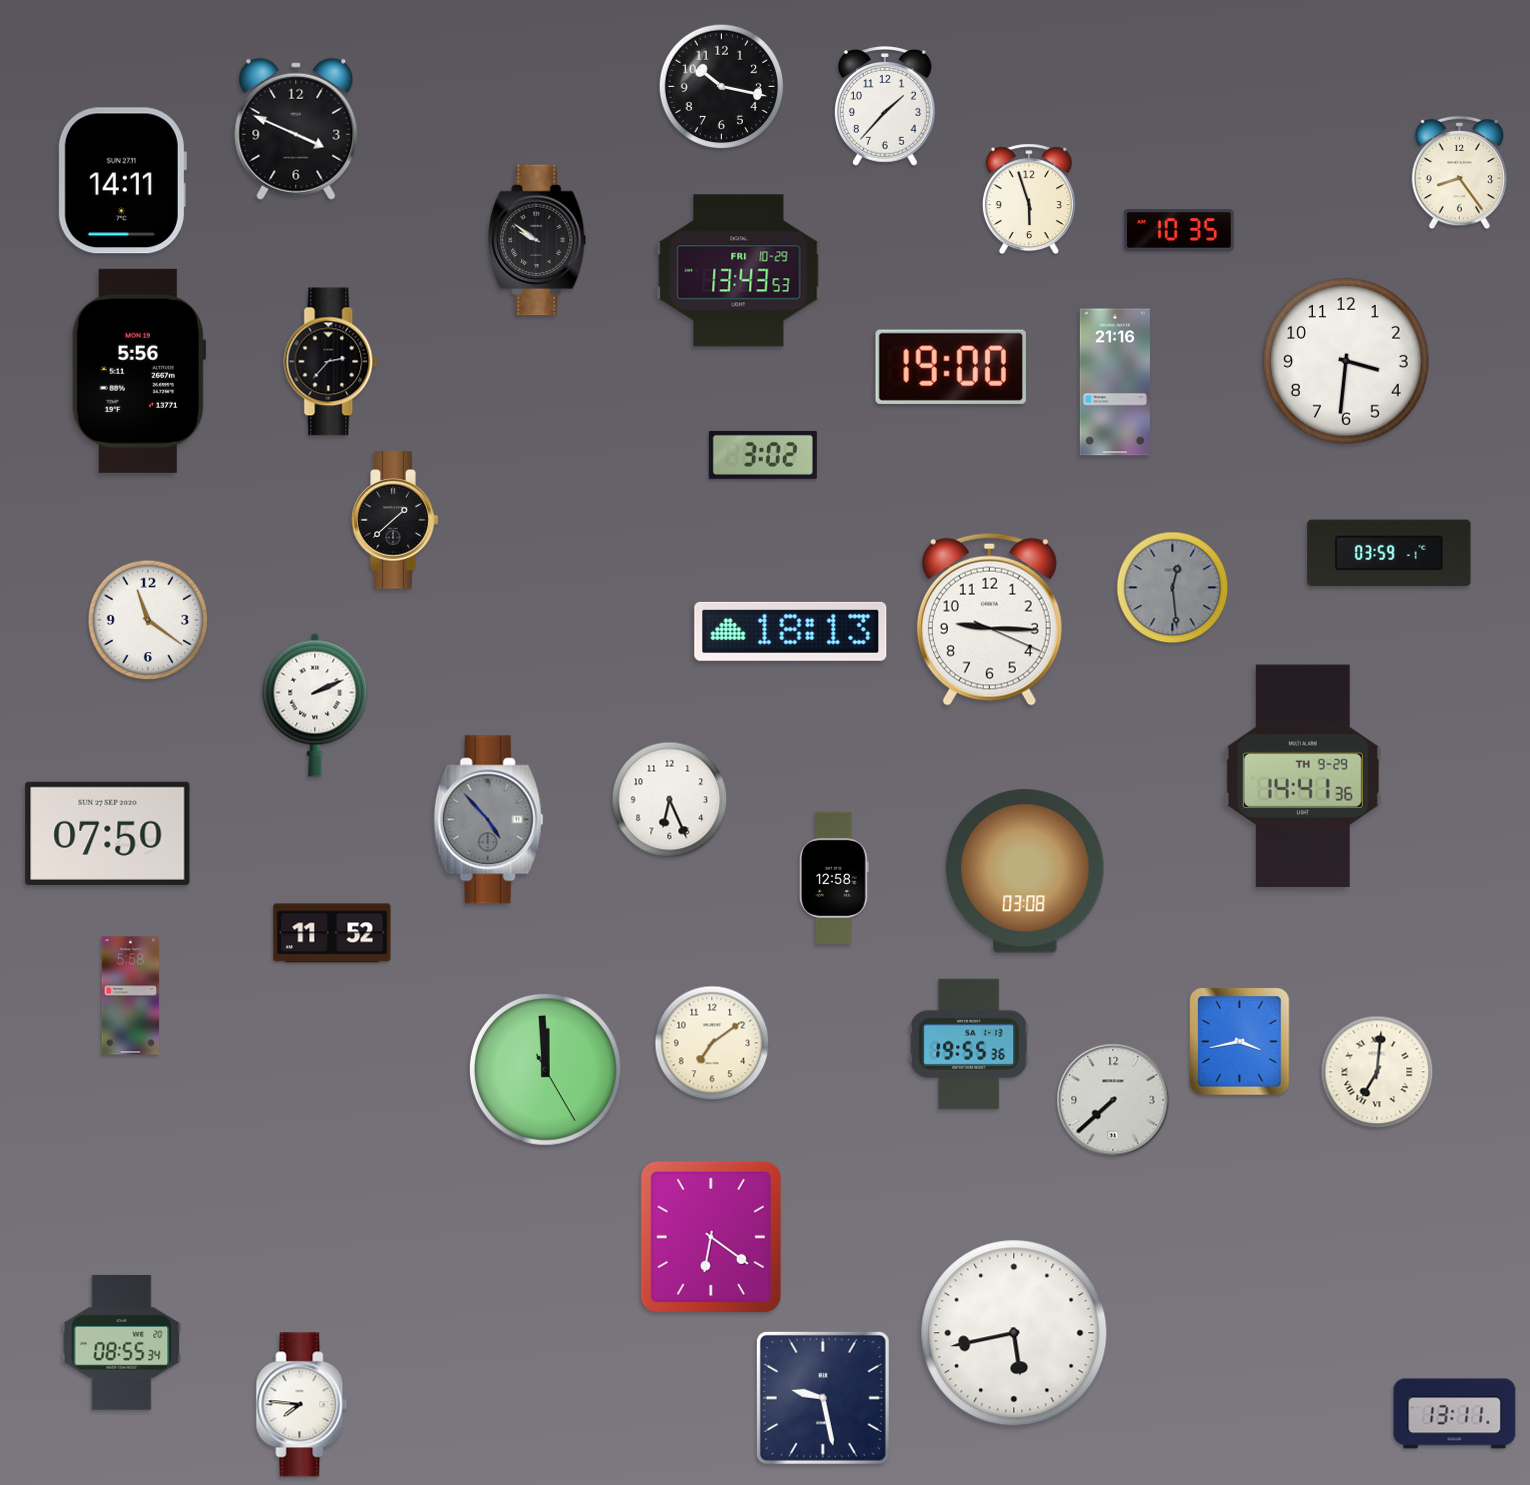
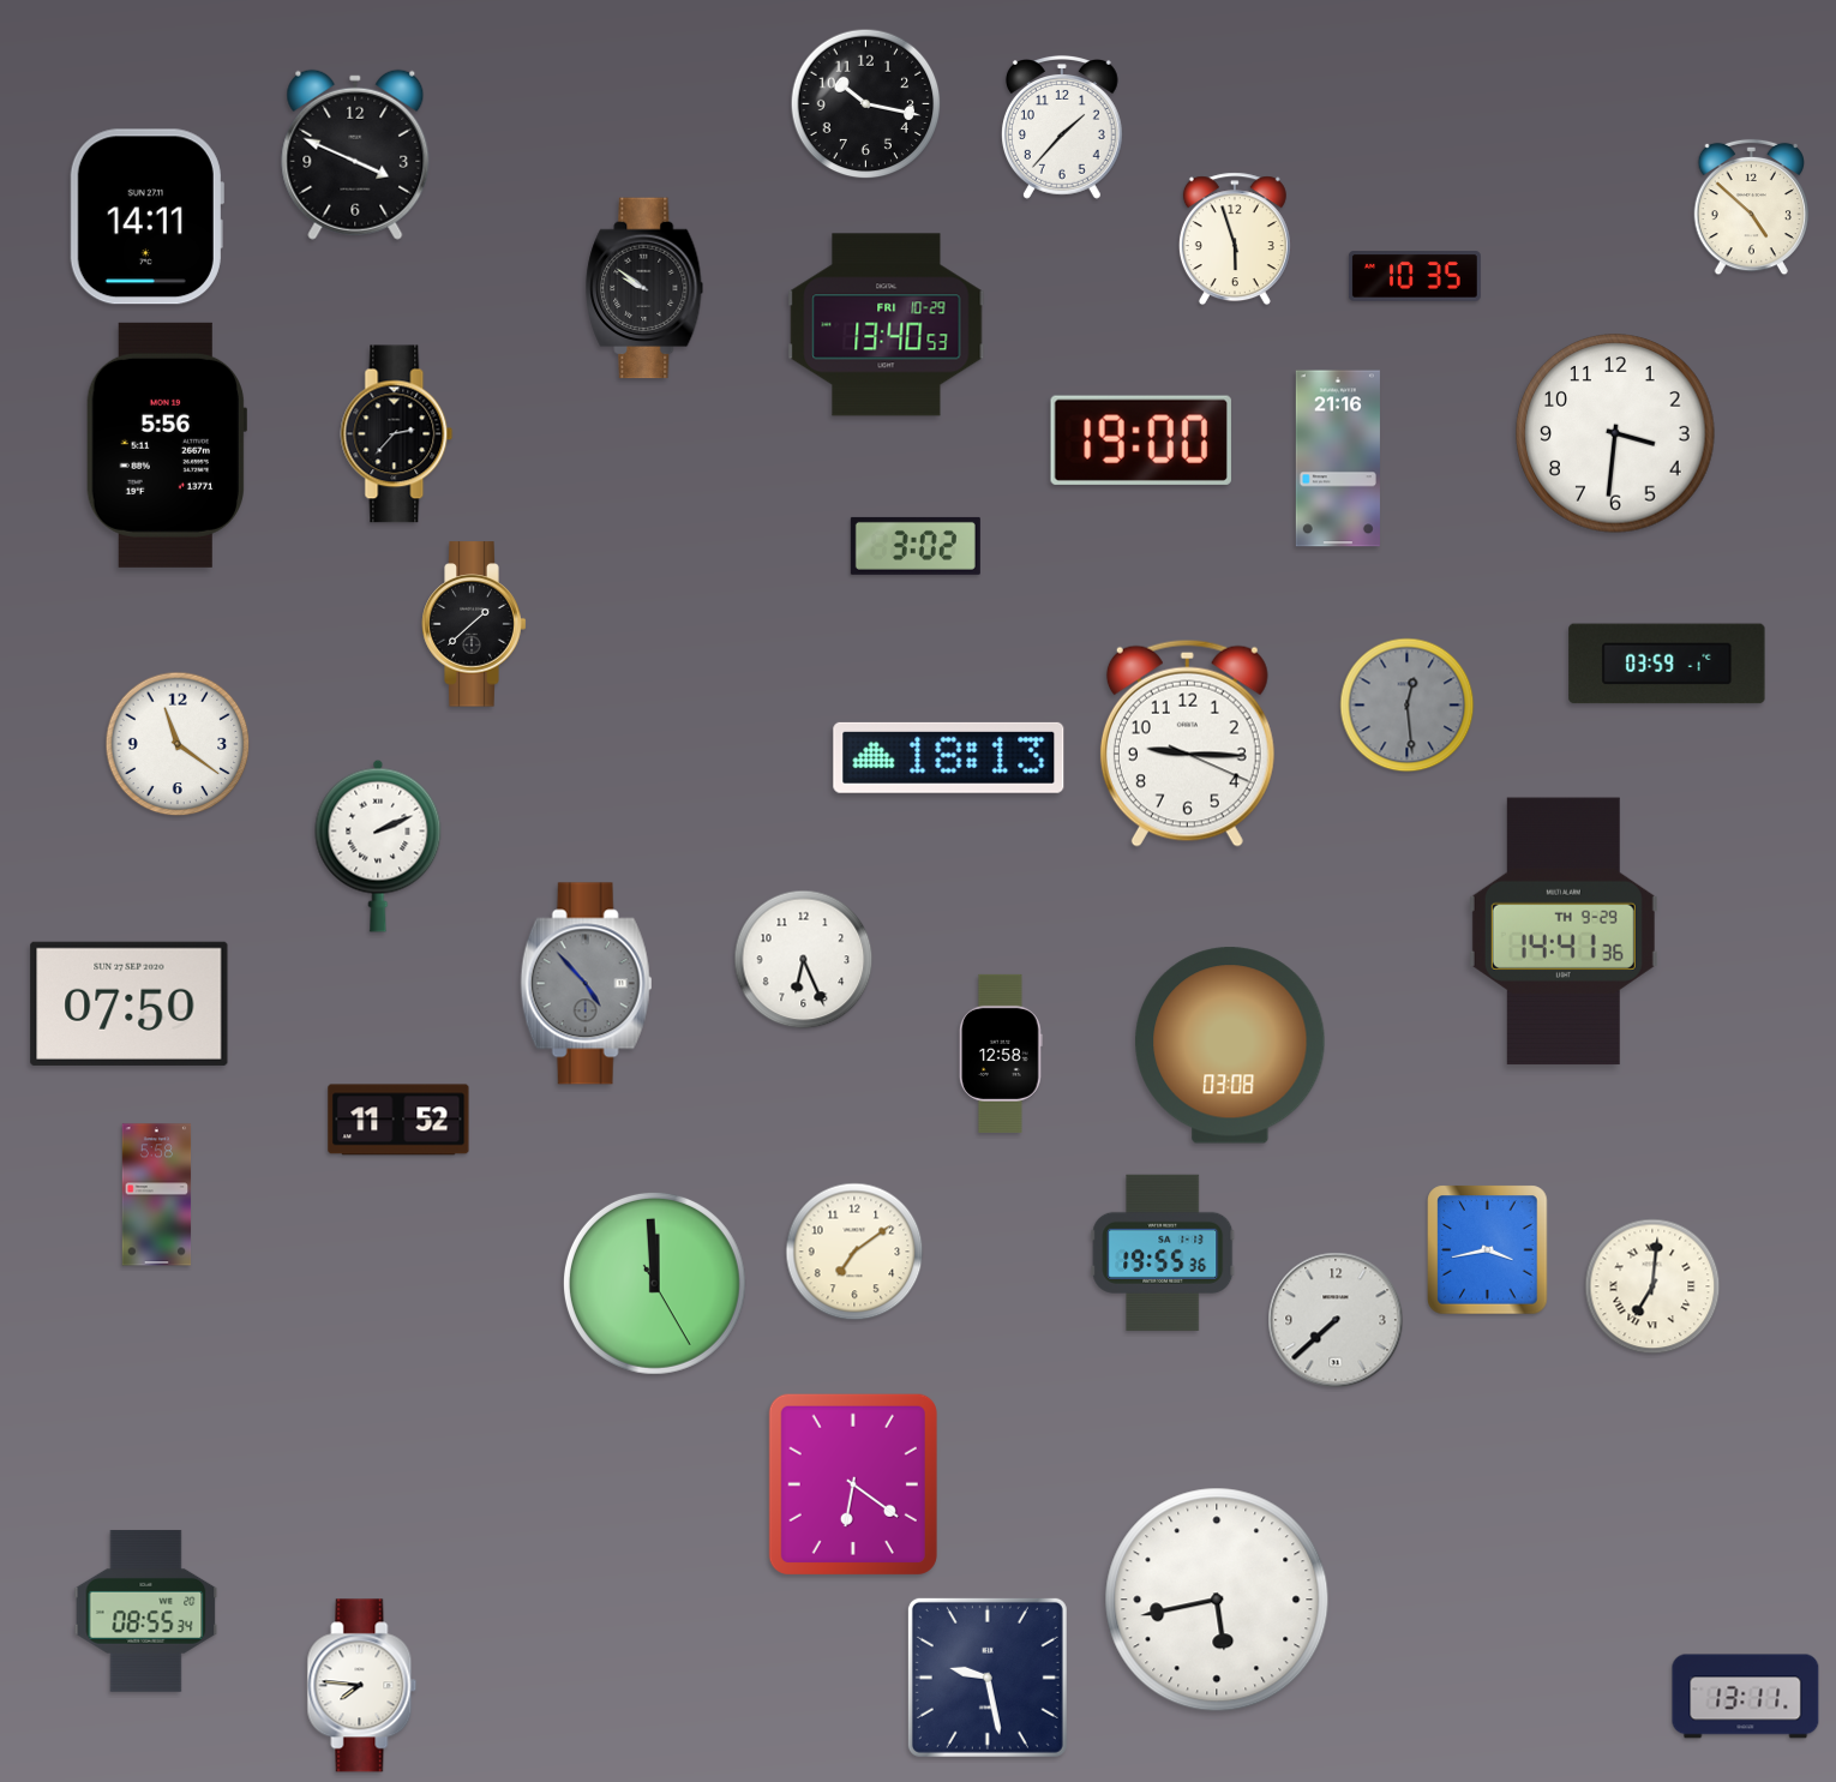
clock at (1459, 173): 8:24 -> 4:52
clock at (739, 271): 13:43 -> 13:40
clock at (108, 833) position: (108, 833) -> (130, 1003)
